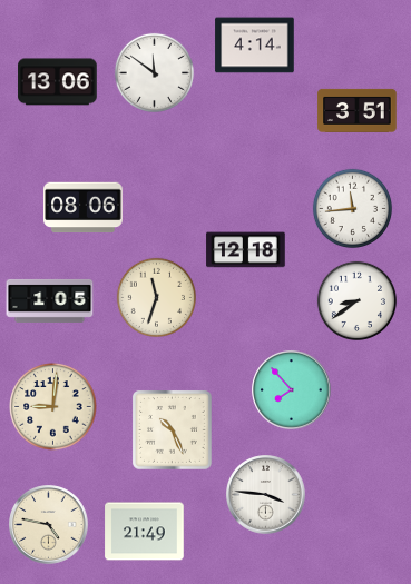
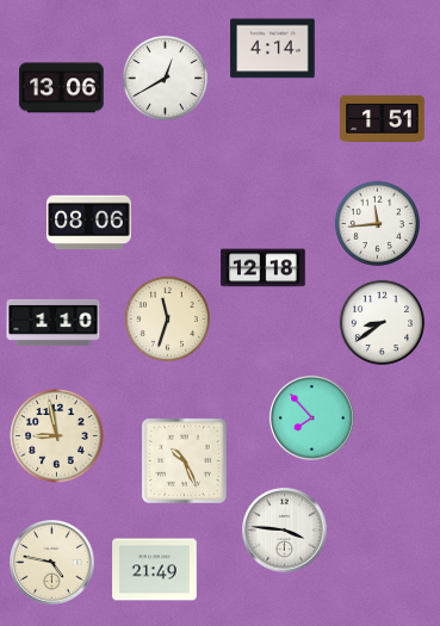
clock at (154, 72): 11:51 -> 12:40
clock at (358, 110): 3:51 -> 1:51
clock at (50, 300): 1:05 -> 1:10
clock at (53, 407): 9:01 -> 8:58
